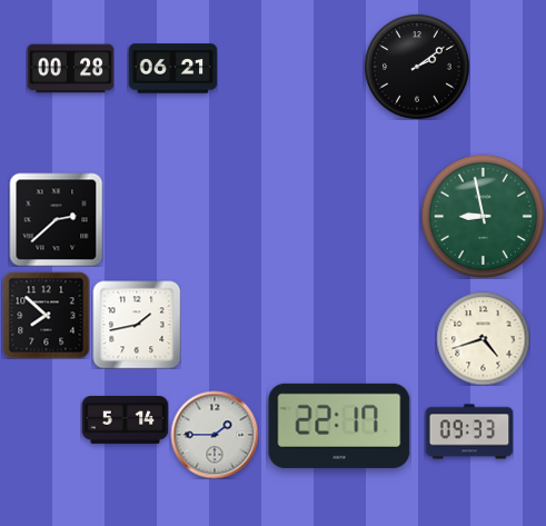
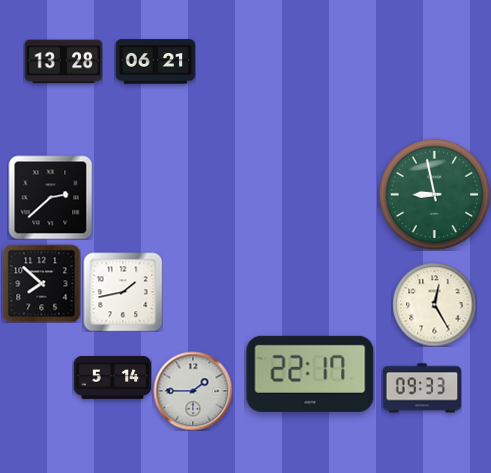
clock at (417, 67): 2:09 -> none
clock at (70, 69): 00:28 -> 13:28
clock at (483, 338): 4:42 -> 12:25
clock at (339, 426) position: (339, 426) -> (310, 374)
